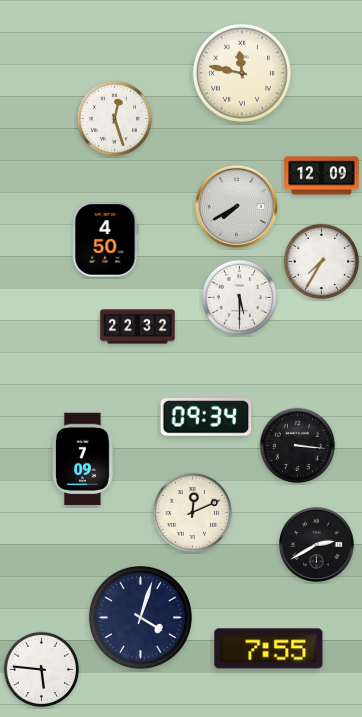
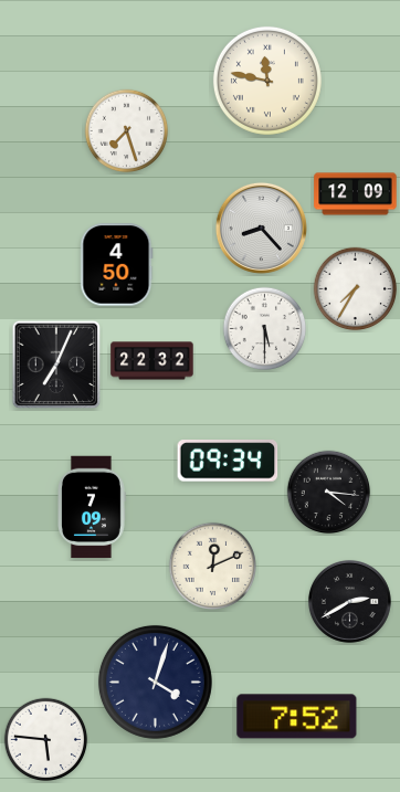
clock at (115, 119): 12:27 -> 7:27
clock at (236, 206): 7:40 -> 8:23
clock at (56, 365): none -> 7:04
clock at (298, 446): 3:16 -> 4:16
clock at (269, 649): 7:55 -> 7:52
